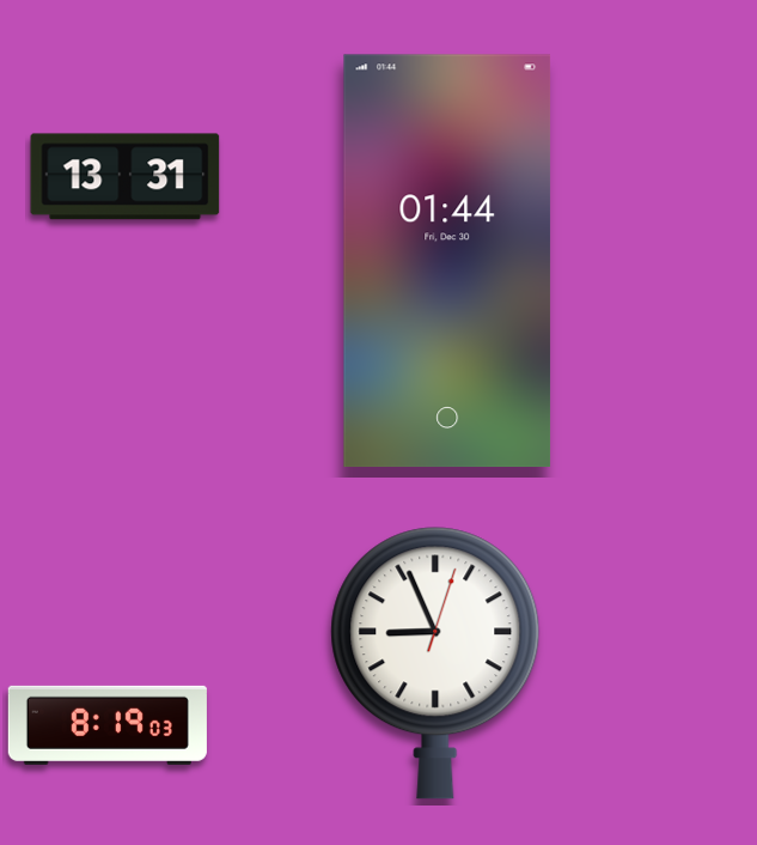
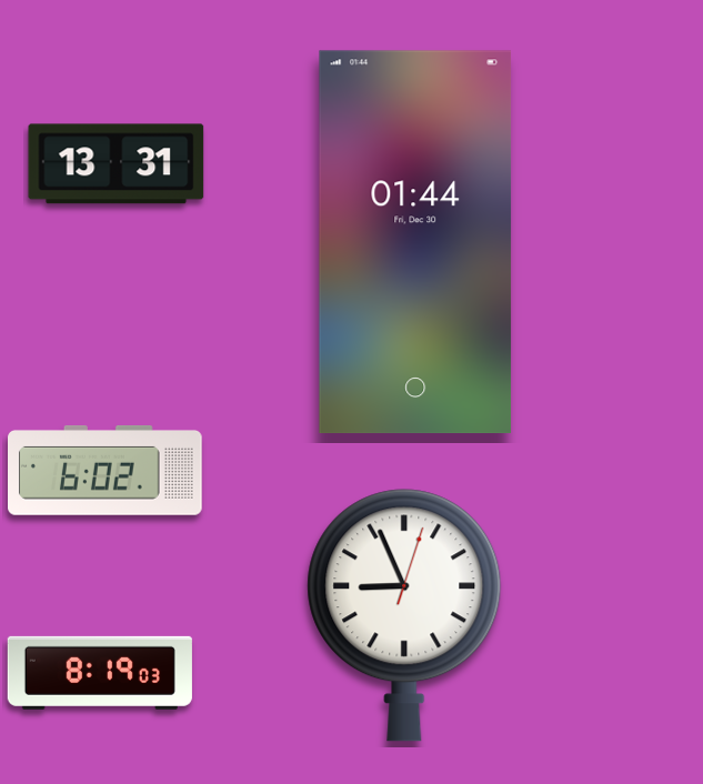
clock at (106, 470): none -> 6:02
